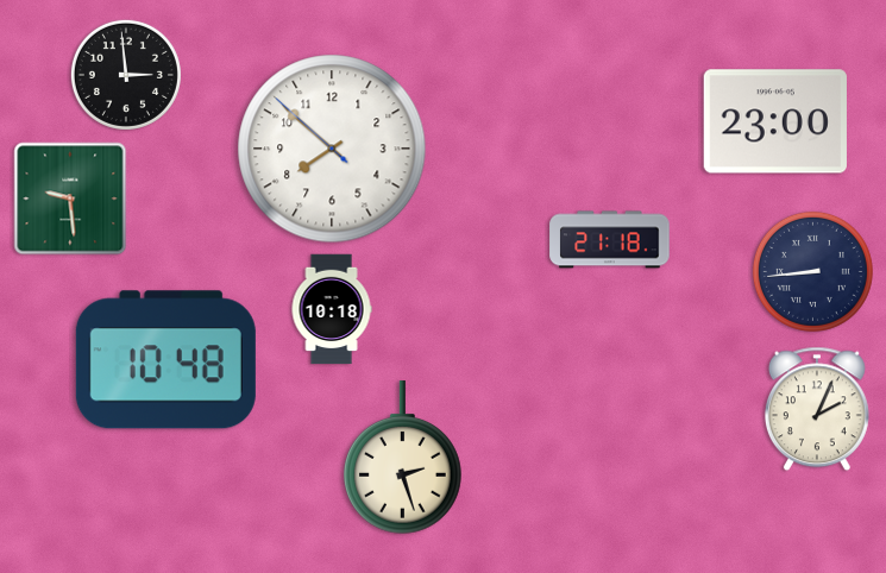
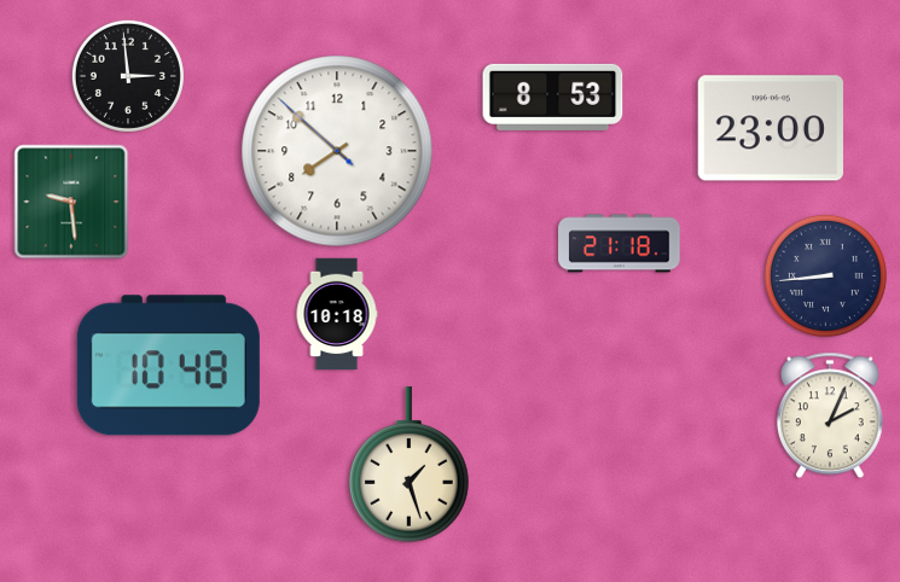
clock at (553, 97): none -> 8:53
clock at (775, 121) position: (775, 121) -> (771, 128)
clock at (403, 458): 2:27 -> 1:27
